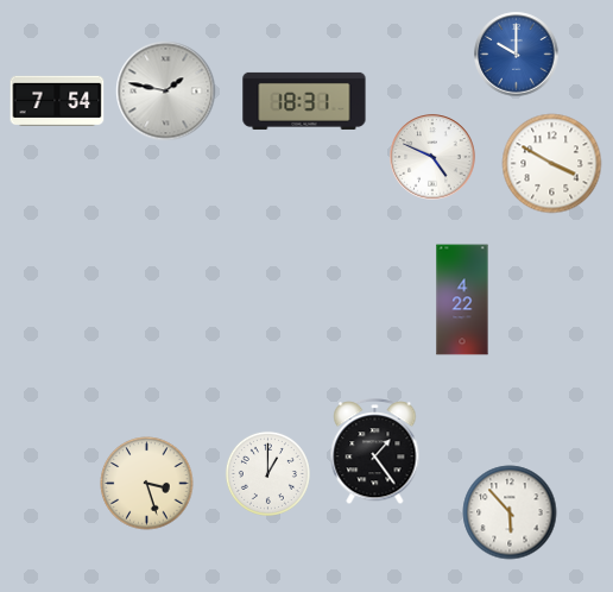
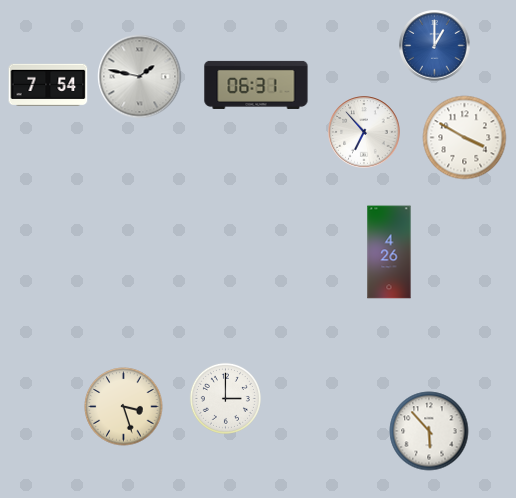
clock at (517, 55): 10:00 -> 1:00
clock at (304, 101): 18:31 -> 06:31
clock at (432, 157): 4:49 -> 6:53
clock at (462, 300): 4:22 -> 4:26
clock at (375, 452): 1:24 -> none
clock at (267, 473): 1:00 -> 3:00
